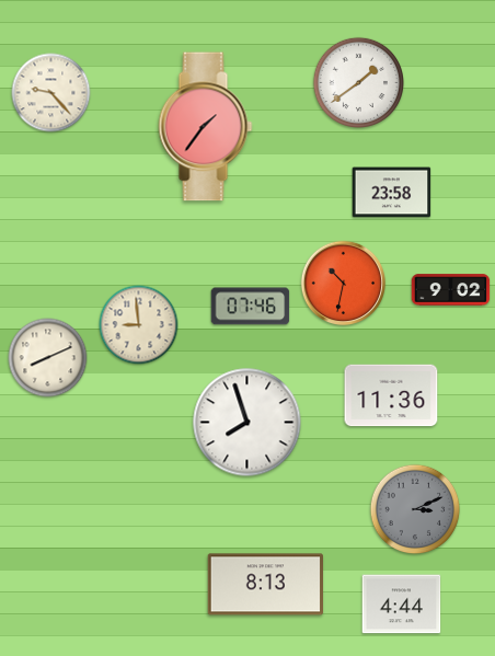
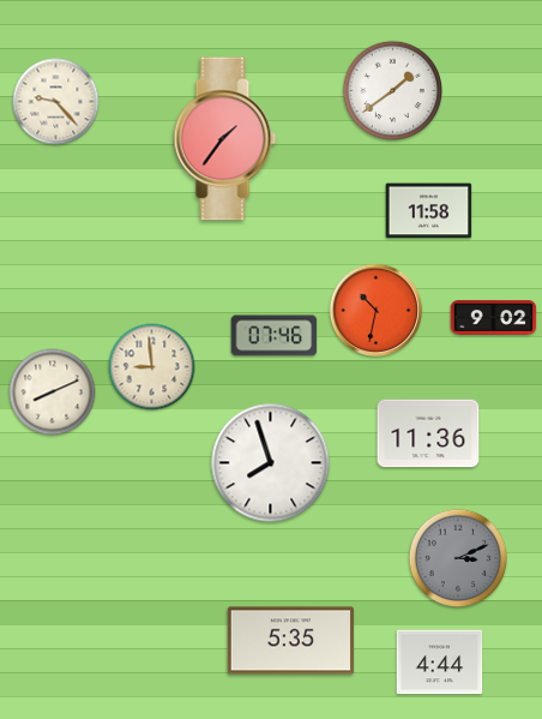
clock at (392, 193): 23:58 -> 11:58
clock at (139, 325) position: (139, 325) -> (152, 367)
clock at (415, 509) position: (415, 509) -> (458, 558)
clock at (265, 585): 8:13 -> 5:35
